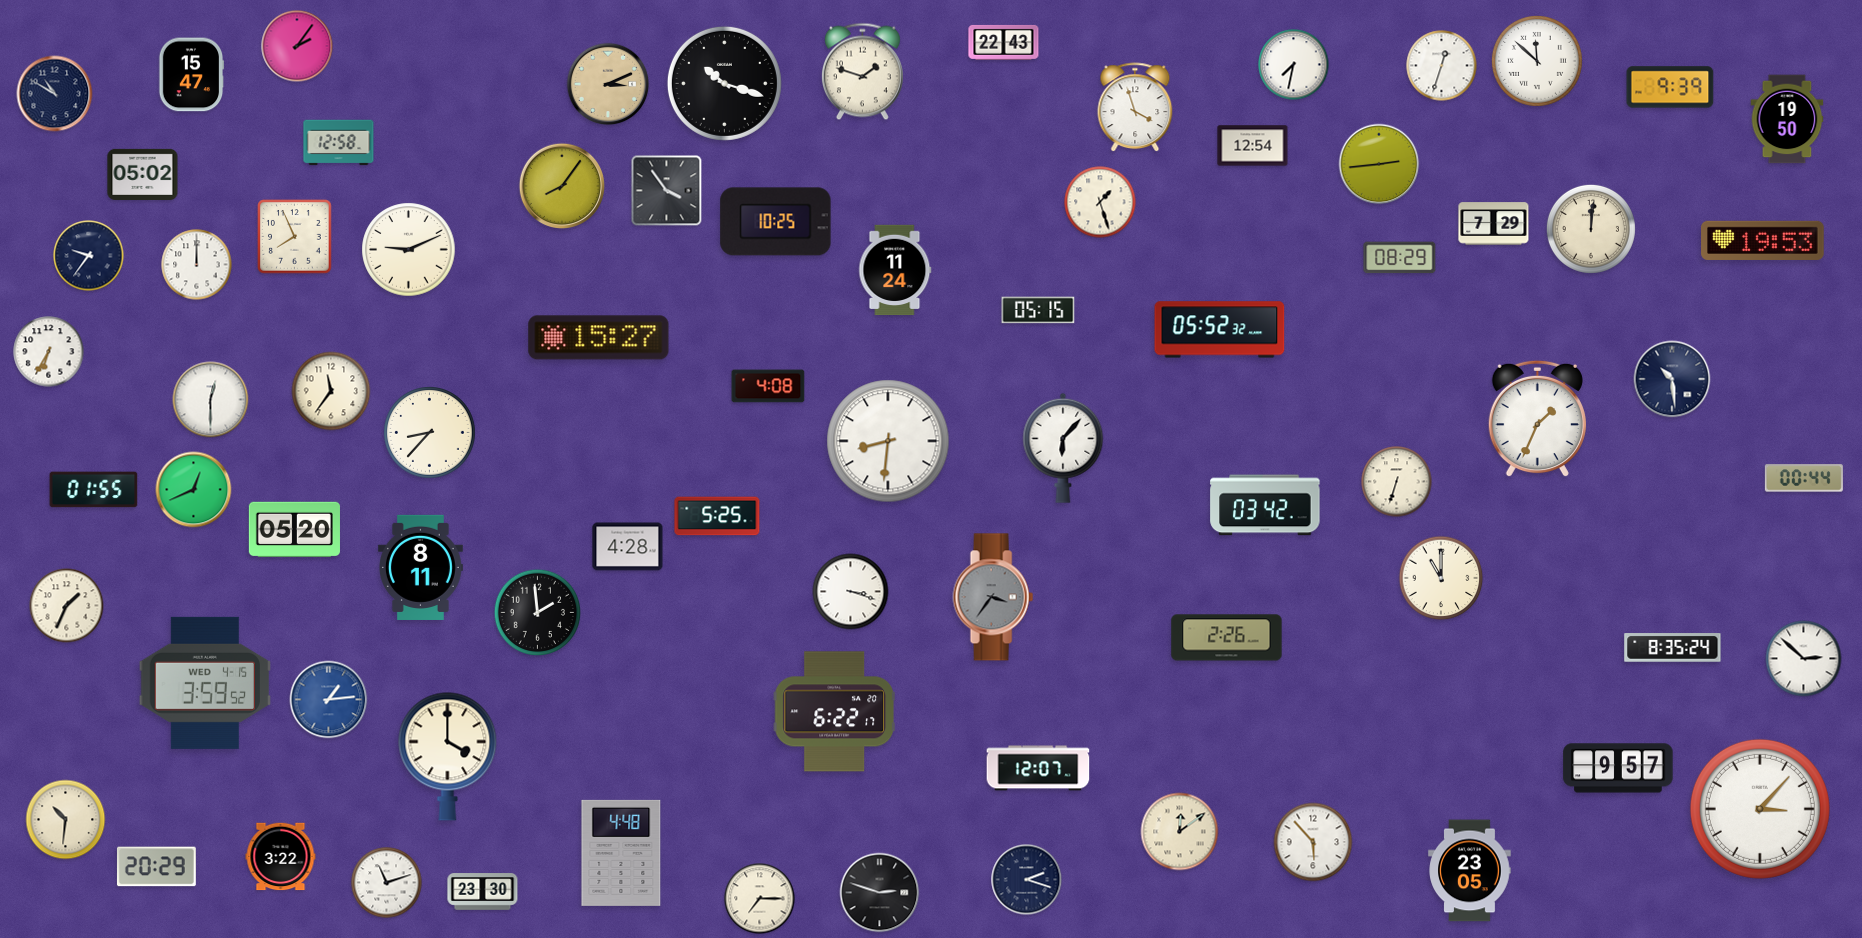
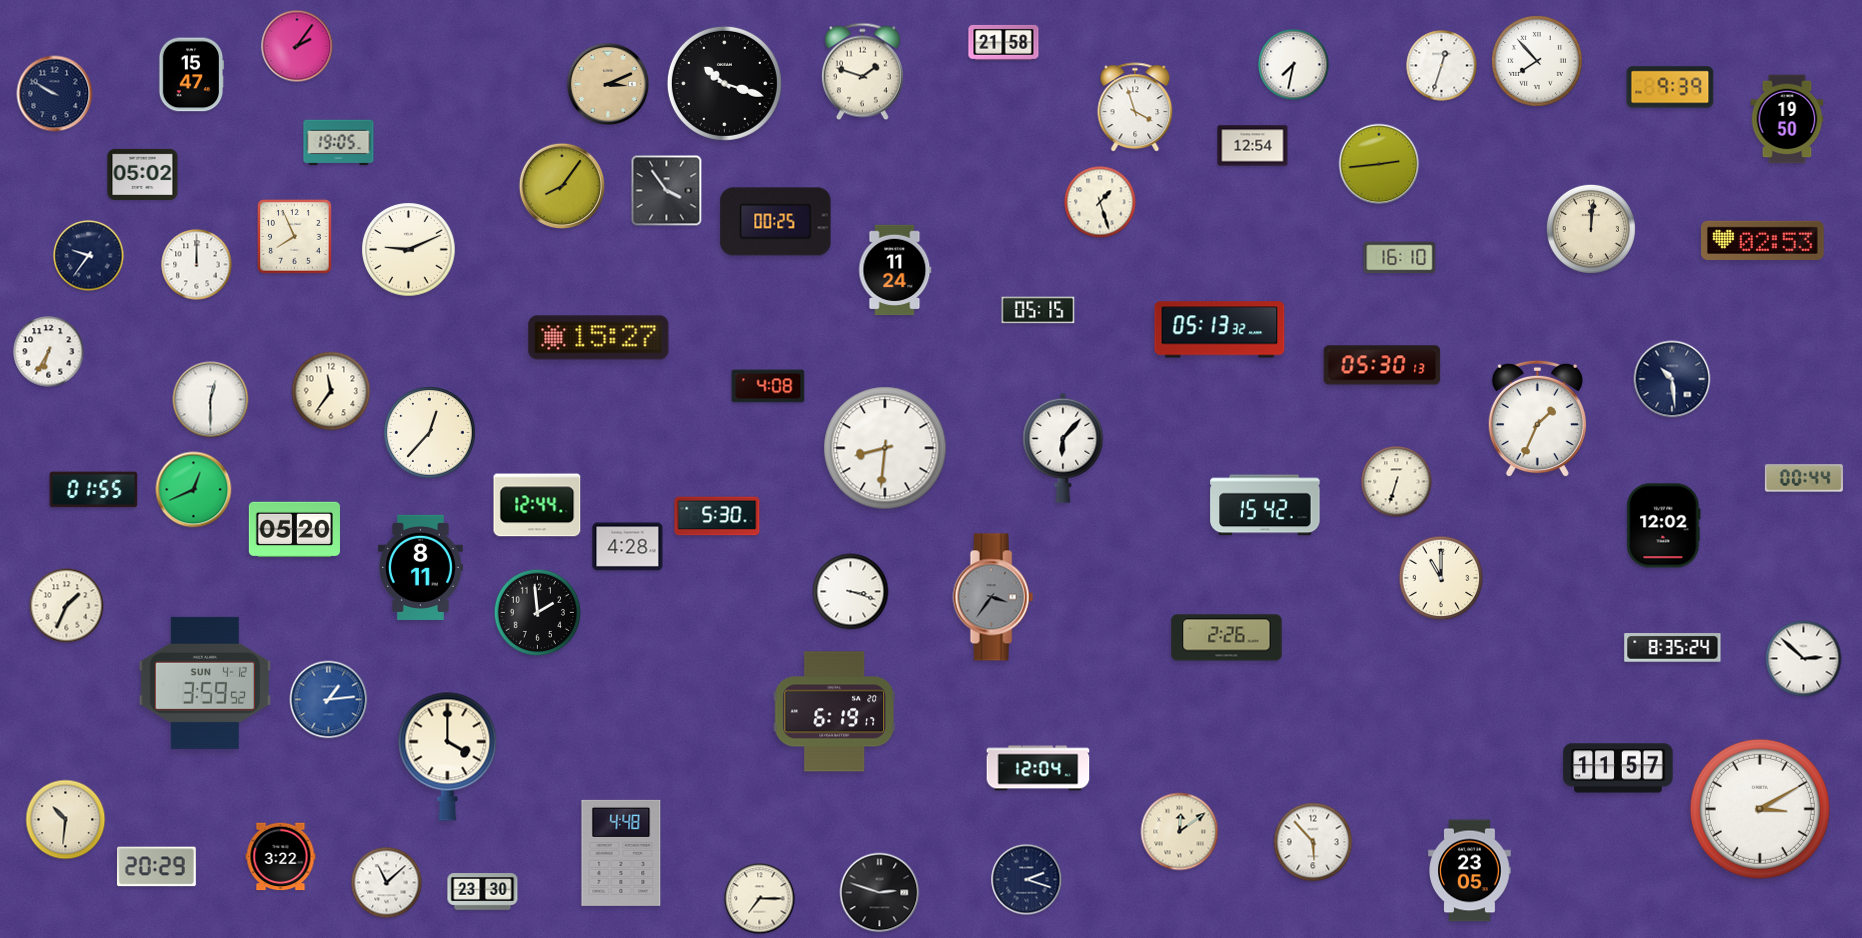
clock at (1004, 42): 22:43 -> 21:58
clock at (1537, 61): 11:52 -> 7:53
clock at (55, 94): 10:50 -> 9:50
clock at (339, 143): 12:58 -> 19:05
clock at (776, 222): 10:25 -> 00:25
clock at (1494, 224): 7:29 -> none
clock at (1763, 240): 19:53 -> 02:53
clock at (1400, 258): 08:29 -> 16:10
clock at (1220, 330): 05:52 -> 05:13
clock at (1382, 365): none -> 05:30
clock at (430, 433): 8:37 -> 12:37
clock at (888, 441) position: (888, 441) -> (885, 448)
clock at (537, 505): none -> 12:44
clock at (1265, 505): 03:42 -> 15:42
clock at (717, 516): 5:25 -> 5:30
clock at (1664, 526): none -> 12:02
clock at (204, 683) date: WED 4-15 -> SUN 4-12
clock at (834, 712): 6:22 -> 6:19
clock at (1038, 768): 12:07 -> 12:04
clock at (1618, 768): 9:57 -> 11:57
clock at (1760, 809): 3:07 -> 3:10
clock at (387, 883): 11:12 -> 11:08
